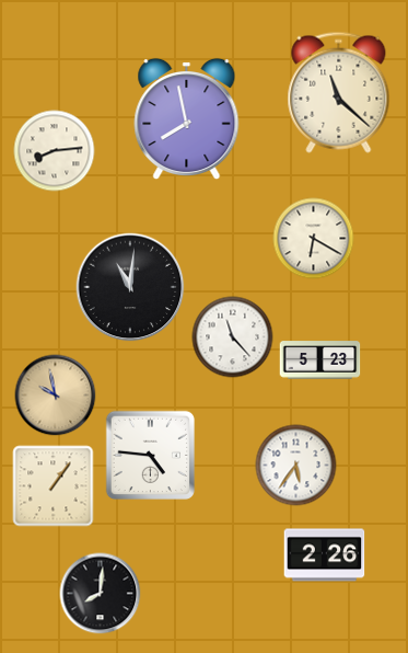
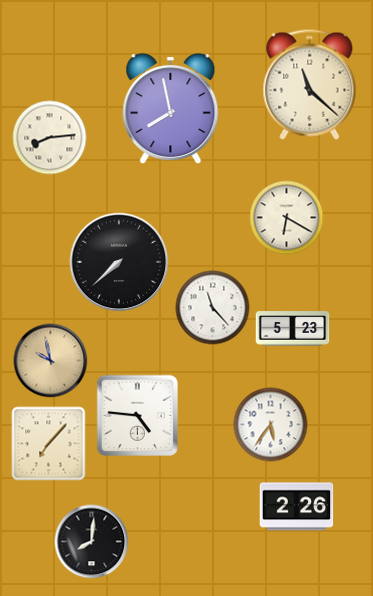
clock at (130, 287): 11:01 -> 7:38
clock at (54, 486): 1:06 -> 7:07
